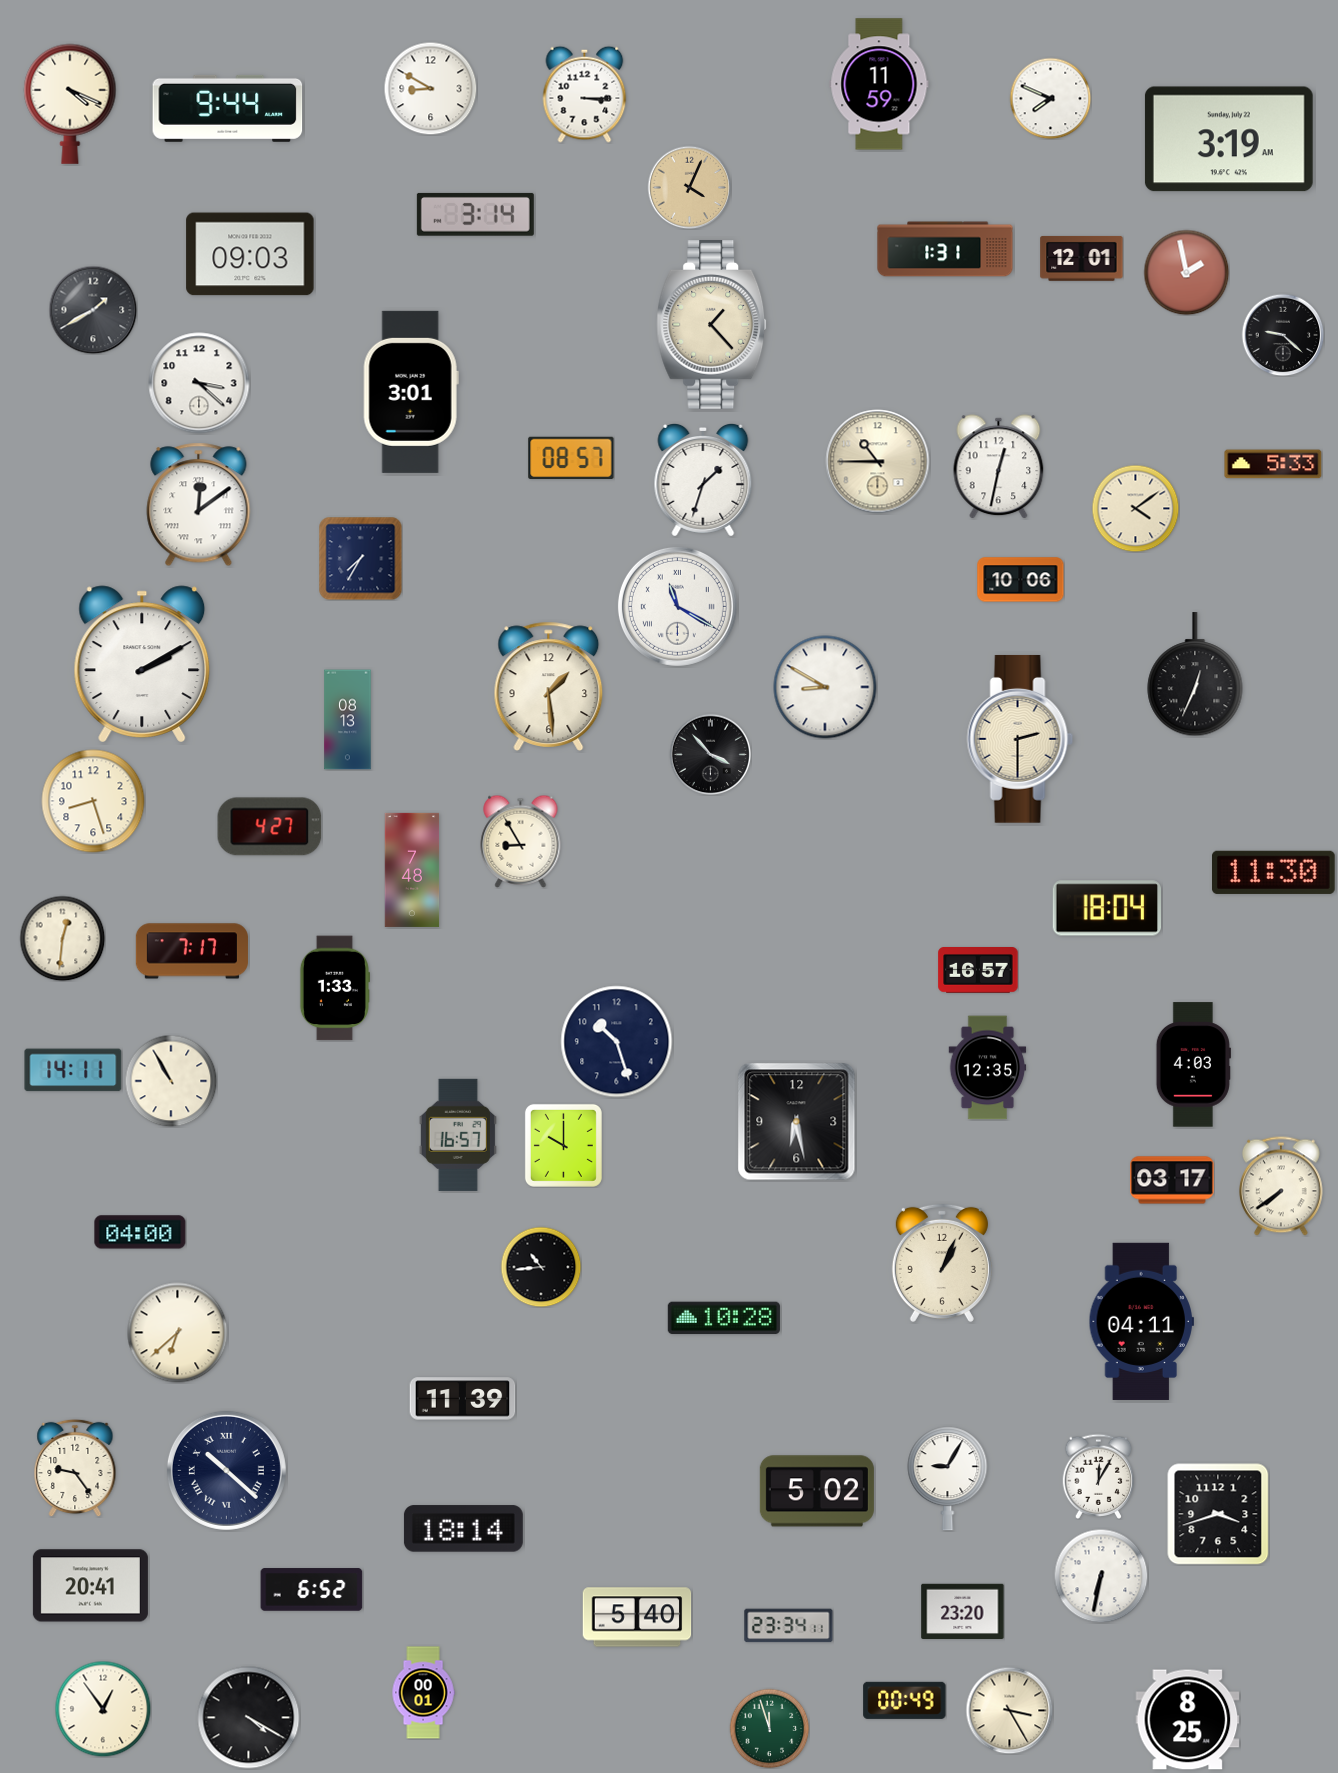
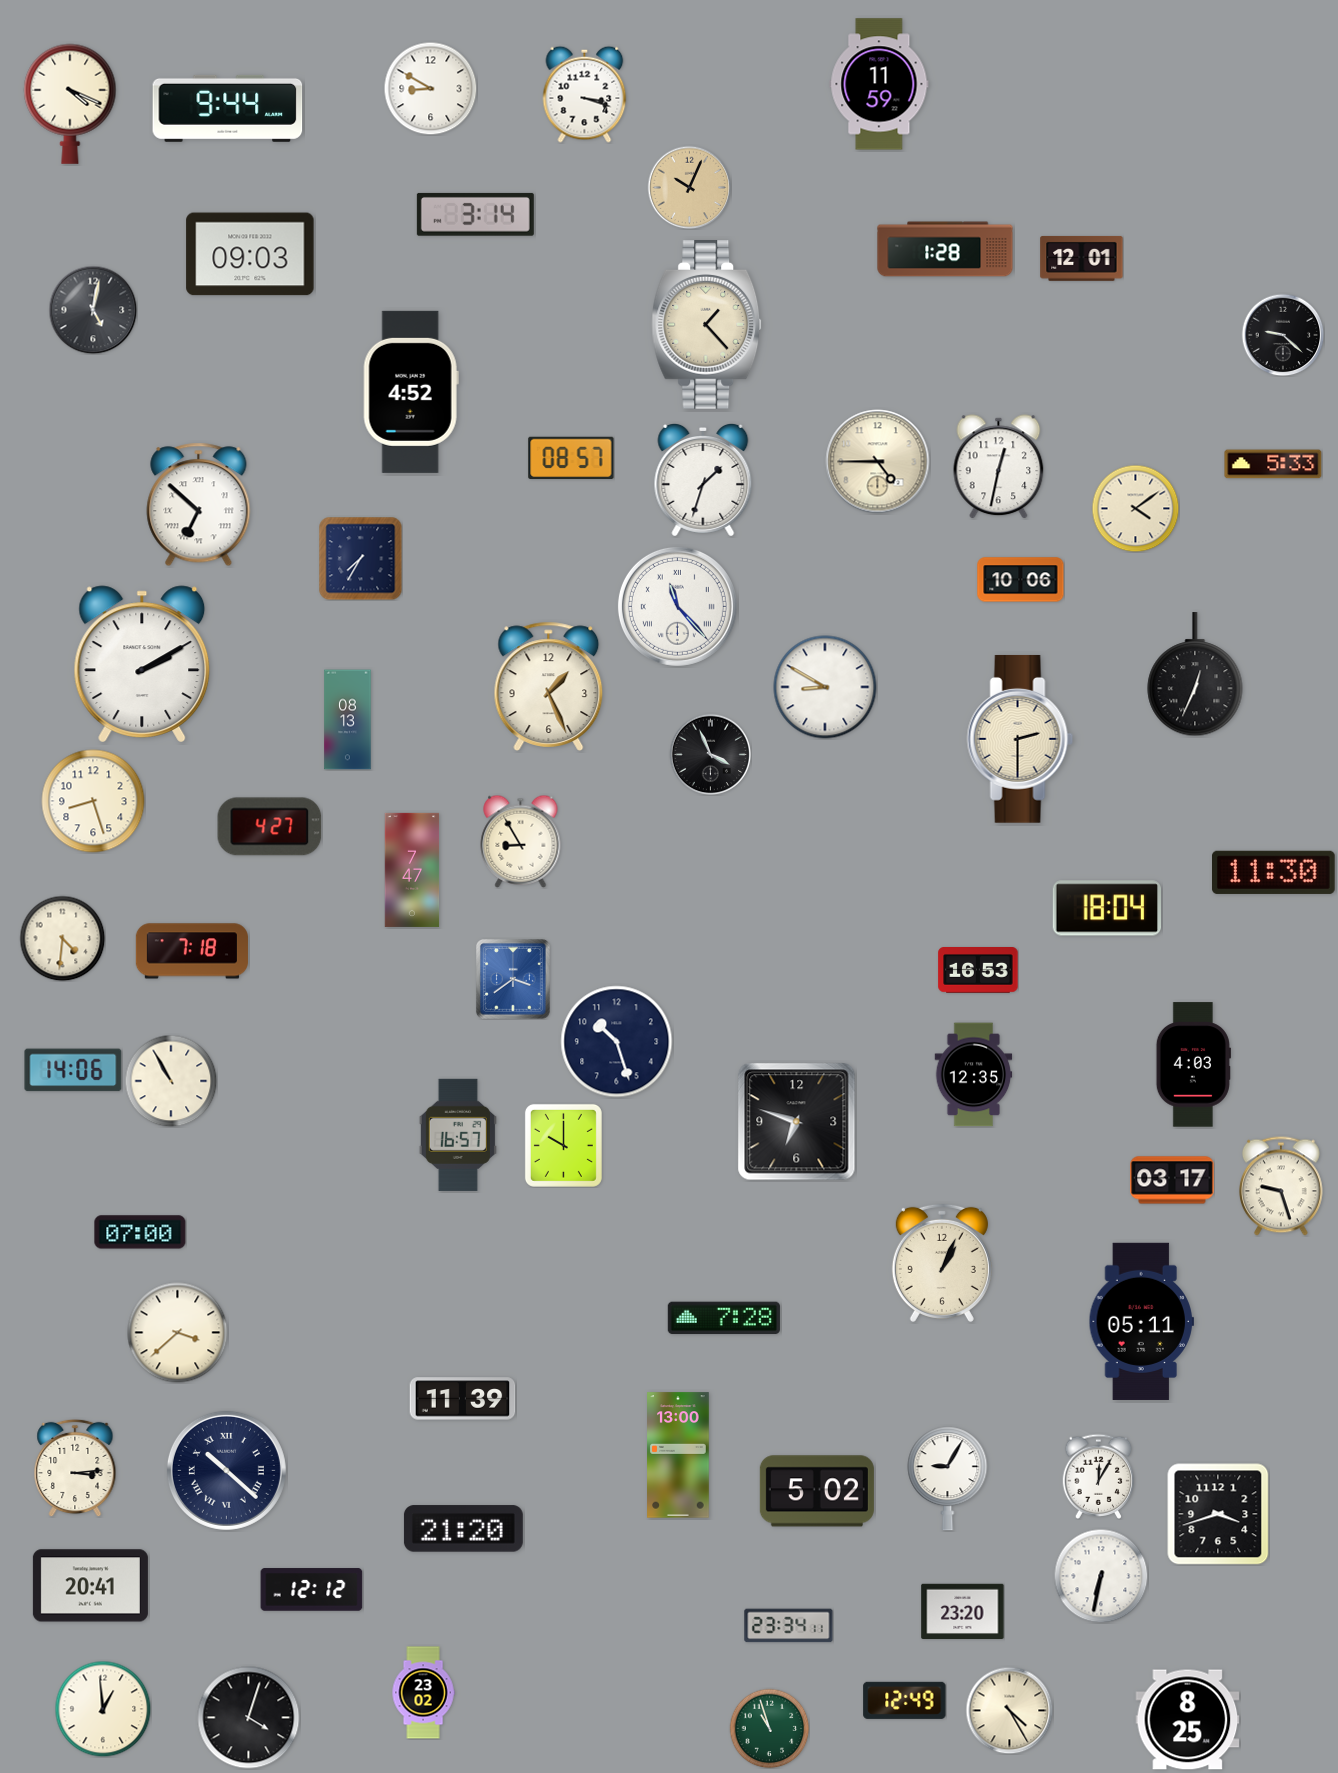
clock at (585, 94): 3:15 -> 3:18
clock at (1050, 98): 7:49 -> none
clock at (1229, 139): 3:19 -> none
clock at (689, 187): 4:04 -> 10:04
clock at (945, 249): 1:31 -> 1:28
clock at (1186, 272): 1:58 -> none
clock at (93, 310): 1:40 -> 5:02
clock at (712, 325) position: (712, 325) -> (707, 325)
clock at (199, 383): 3:22 -> none
clock at (411, 392): 3:01 -> 4:52
clock at (878, 462): 10:45 -> 4:45
clock at (199, 505): 12:09 -> 6:52
clock at (677, 606): 11:20 -> 11:23
clock at (549, 686): 1:29 -> 1:26
clock at (710, 754): 3:53 -> 3:56
clock at (412, 870): 7:48 -> 7:47
clock at (62, 938): 12:31 -> 4:31
clock at (192, 951): 7:17 -> 7:18
clock at (978, 970): 16:57 -> 16:53
clock at (513, 979): none -> 3:39
clock at (334, 988): 1:33 -> none
clock at (988, 1068) position: (988, 1068) -> (974, 1075)
clock at (73, 1070): 14:11 -> 14:06
clock at (797, 1122): 6:28 -> 6:48
clock at (1281, 1186): 7:39 -> 9:27
clock at (140, 1232): 04:00 -> 07:00
clock at (541, 1267): 10:44 -> none
clock at (724, 1318): 10:28 -> 7:28
clock at (1141, 1321): 04:11 -> 05:11
clock at (178, 1333): 6:38 -> 3:38
clock at (678, 1455): none -> 13:00
clock at (75, 1468): 9:24 -> 3:14
clock at (463, 1529): 18:14 -> 21:20
clock at (312, 1590): 6:52 -> 12:12
clock at (637, 1617): 5:40 -> none
clock at (423, 1693): 00:01 -> 23:02
clock at (905, 1700): 00:49 -> 12:49
clock at (103, 1709): 12:54 -> 12:59
clock at (1009, 1710): 3:25 -> 4:25
clock at (249, 1718): 4:20 -> 4:03
clock at (769, 1728): 11:57 -> 10:57
